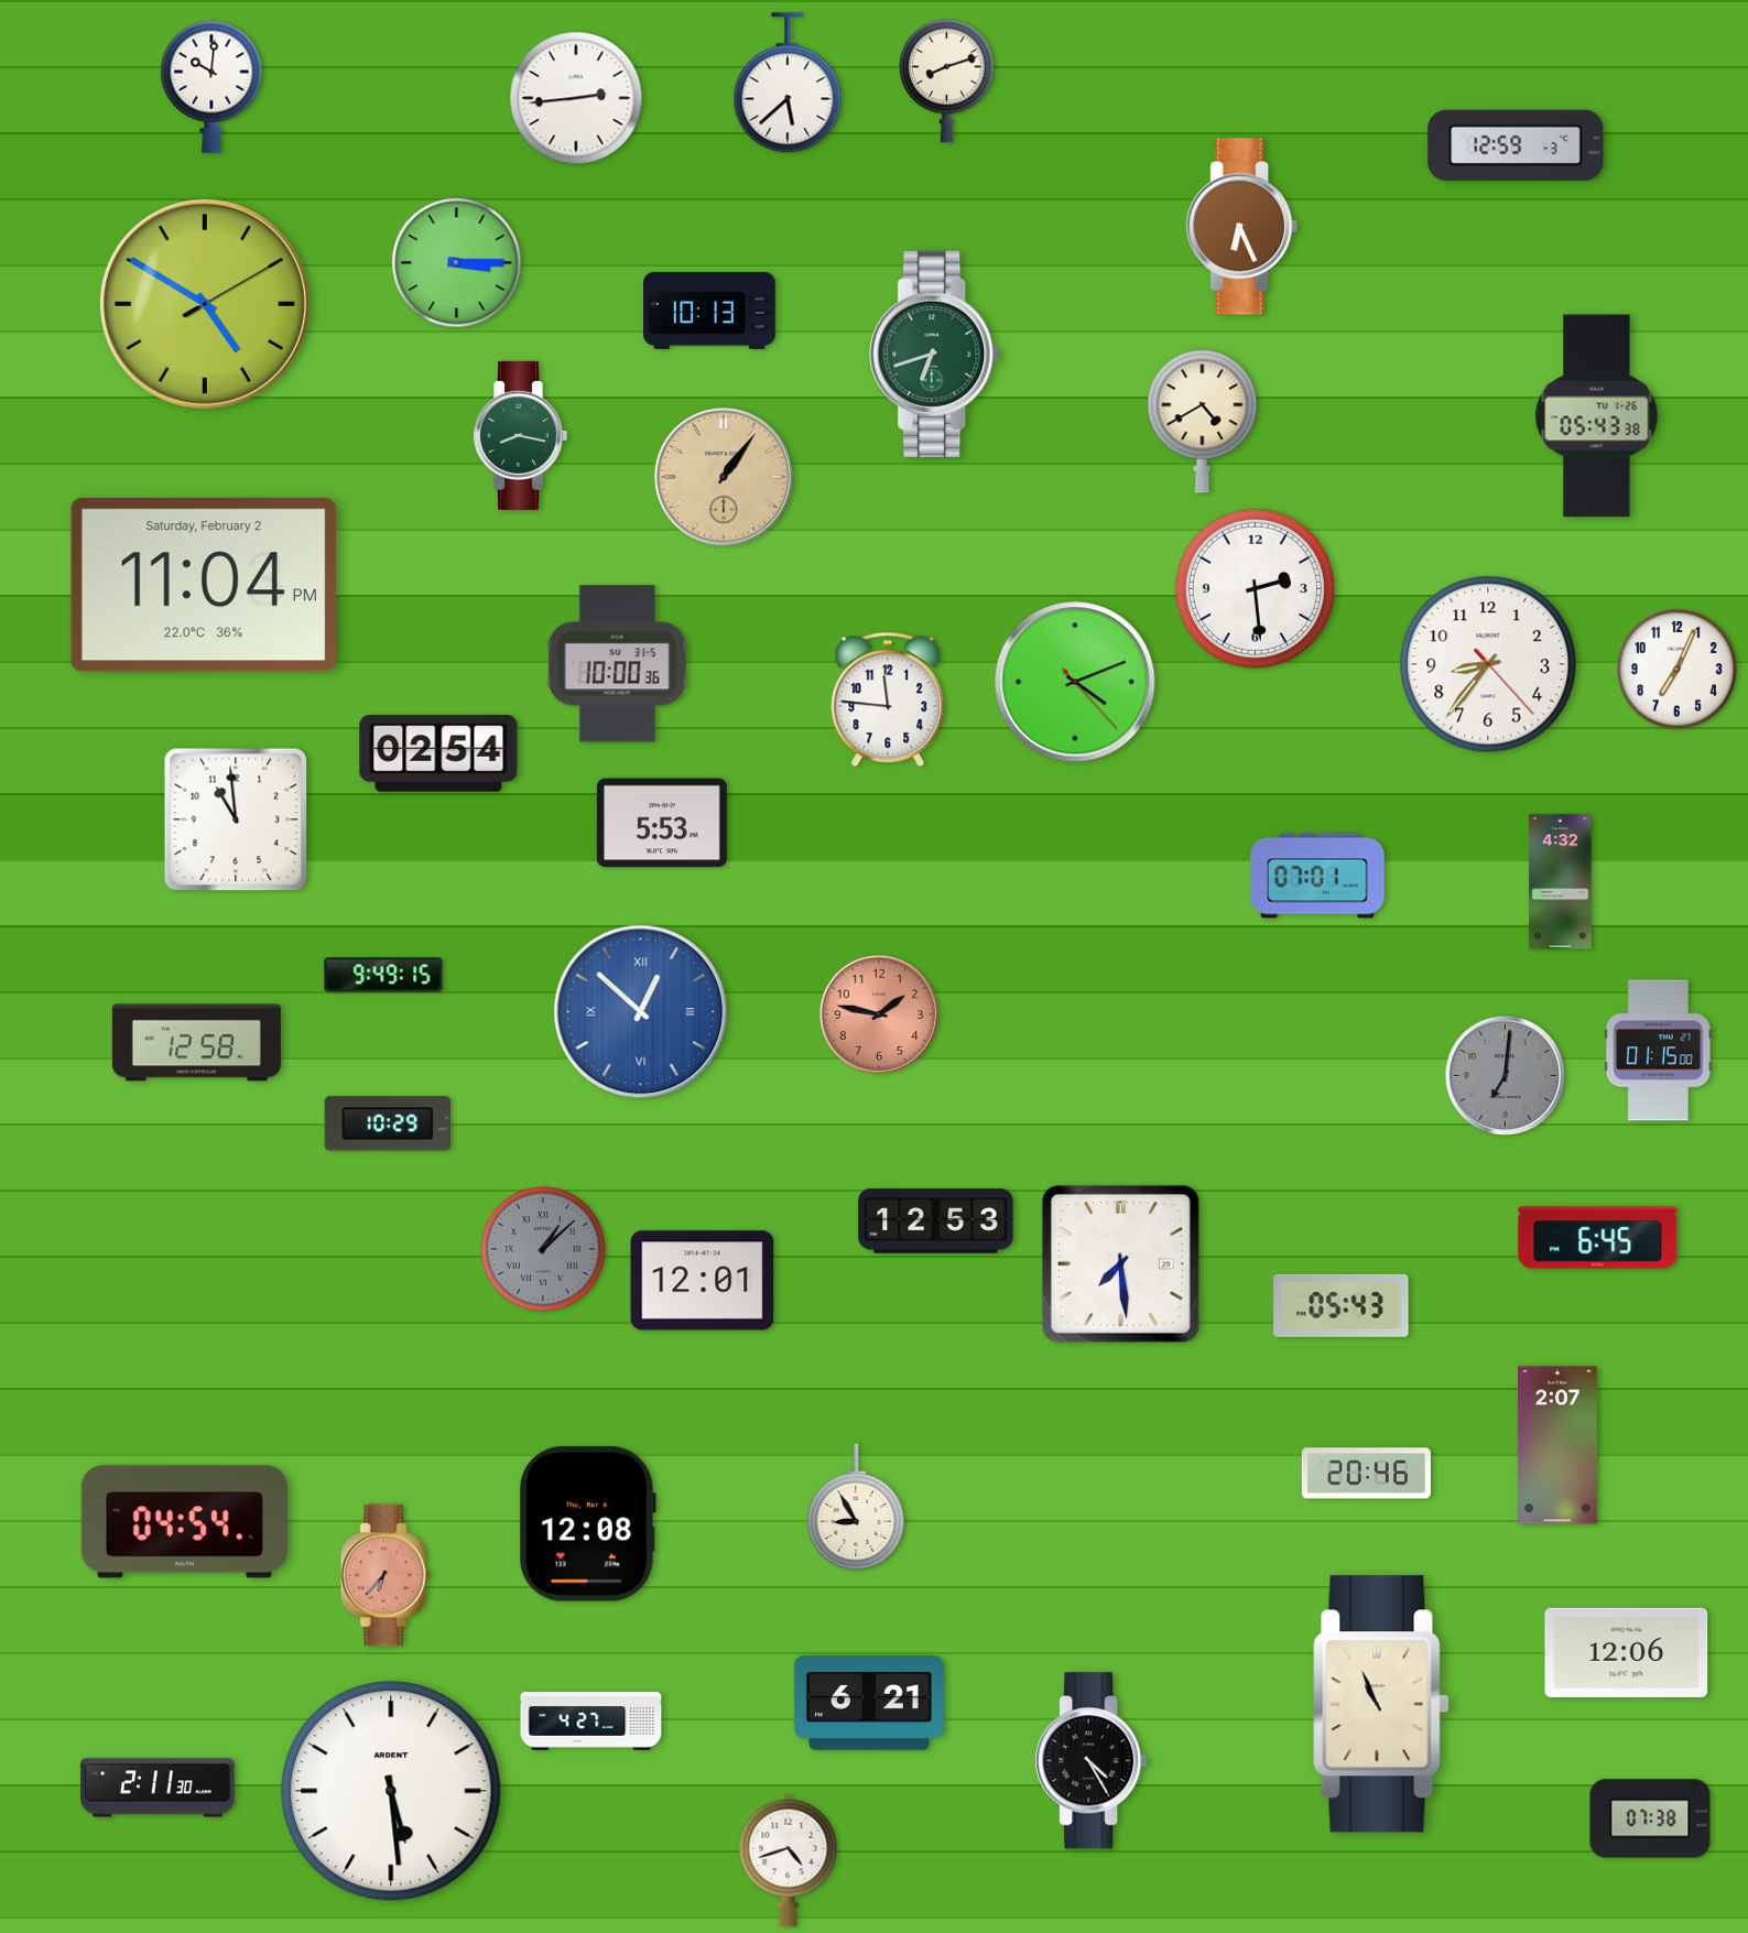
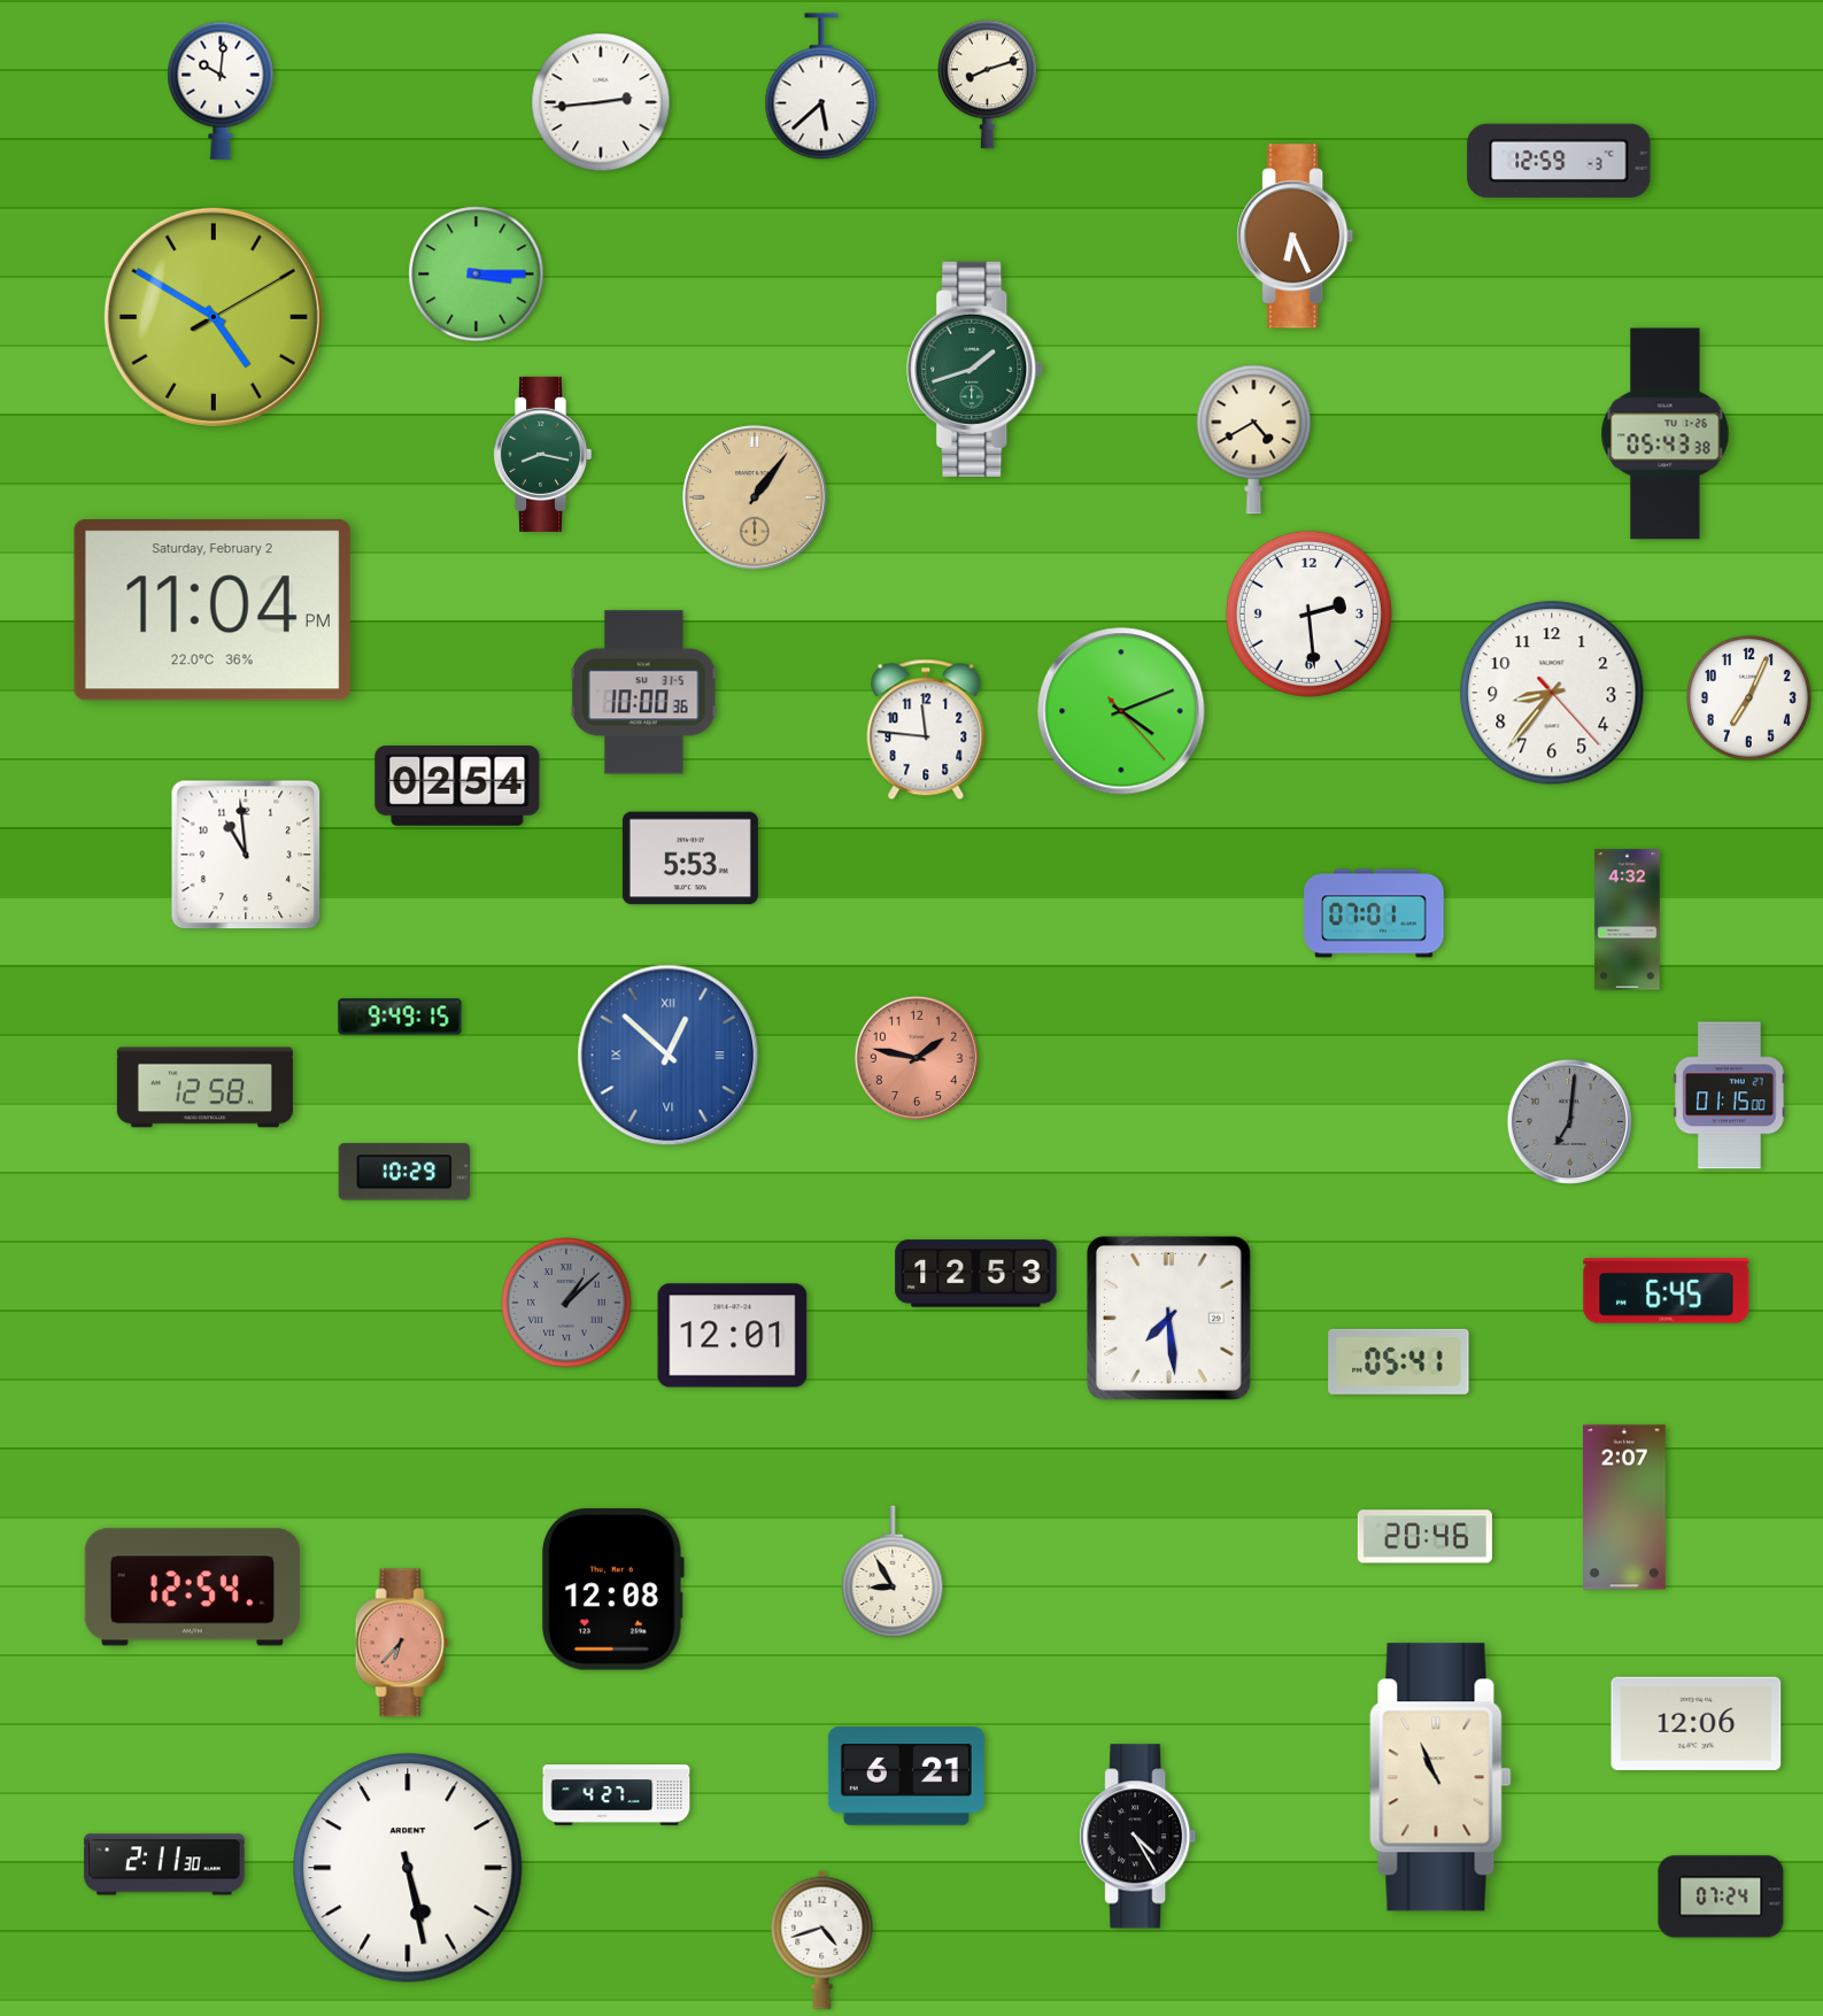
clock at (1516, 145) position: (1516, 145) -> (1559, 161)
clock at (709, 311): 10:13 -> none
clock at (935, 354): 6:42 -> 1:42
clock at (1342, 1305): 05:43 -> 05:41
clock at (184, 1522): 04:54 -> 12:54
clock at (391, 1791): 5:29 -> 5:28
clock at (1650, 1818): 07:38 -> 07:24
